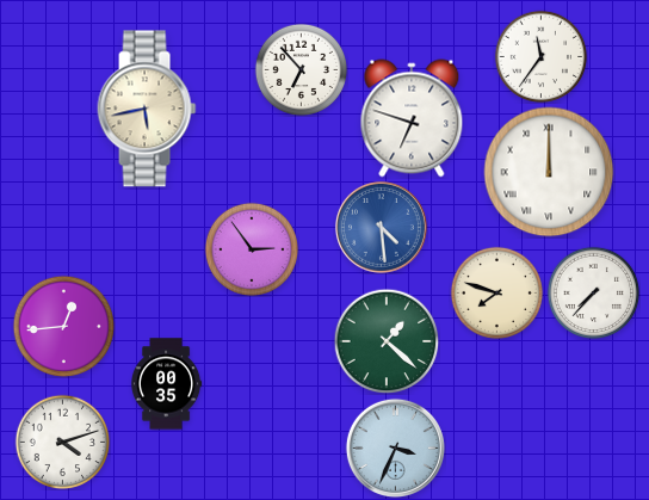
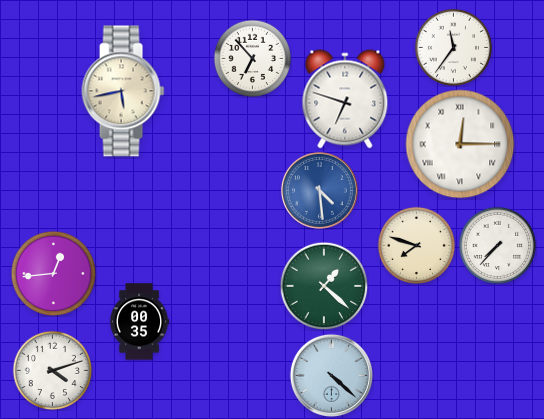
clock at (549, 172): 12:00 -> 12:15
clock at (251, 248): 2:54 -> none
clock at (395, 447): 3:34 -> 4:22
